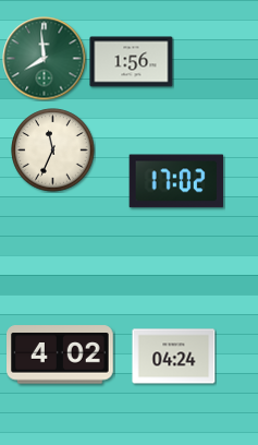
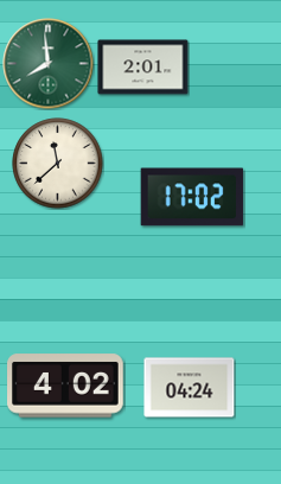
clock at (132, 62): 1:56 -> 2:01
clock at (53, 151): 11:34 -> 11:38
